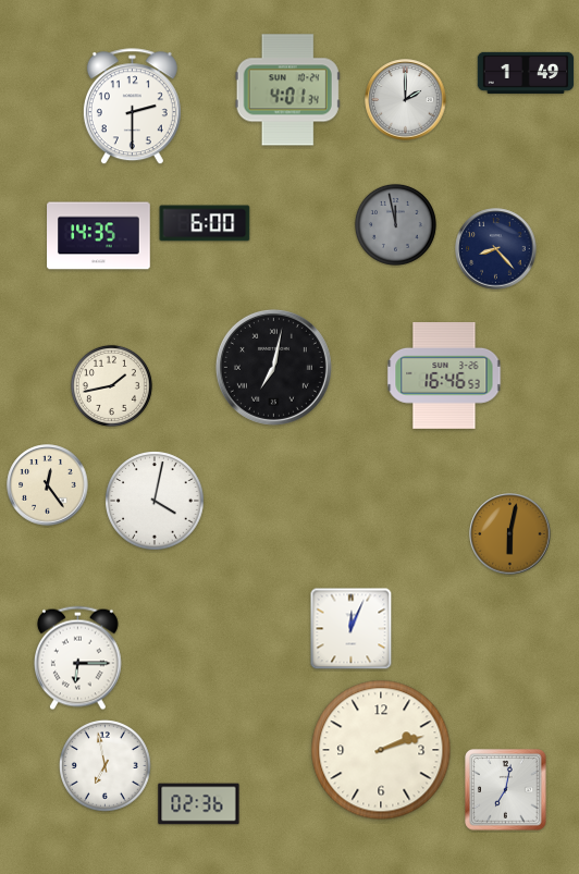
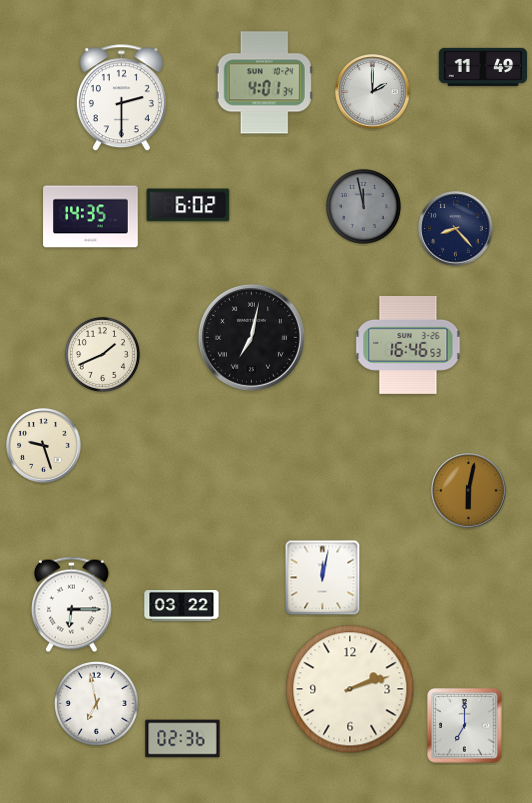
clock at (526, 73): 1:49 -> 11:49
clock at (205, 223): 6:00 -> 6:02
clock at (111, 385): 1:43 -> 1:41
clock at (48, 485): 12:24 -> 9:27
clock at (155, 501): 4:02 -> none
clock at (352, 629): 12:04 -> 12:02
clock at (182, 606): none -> 03:22
clock at (506, 790): 7:02 -> 7:00
